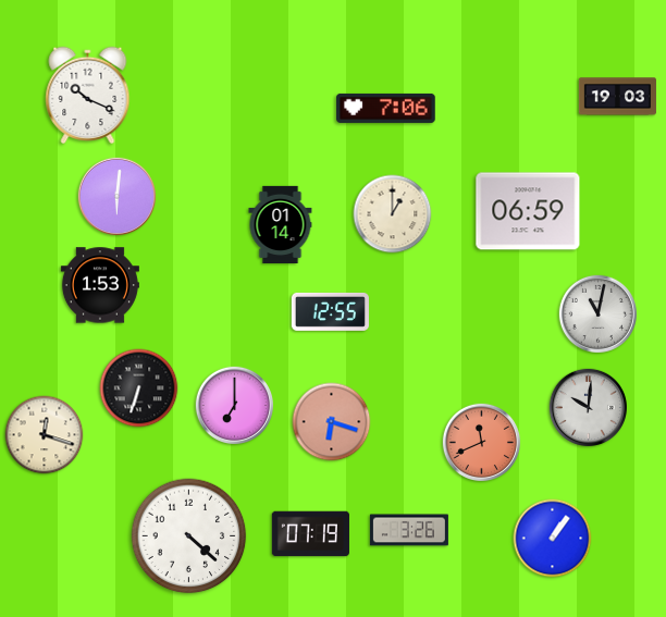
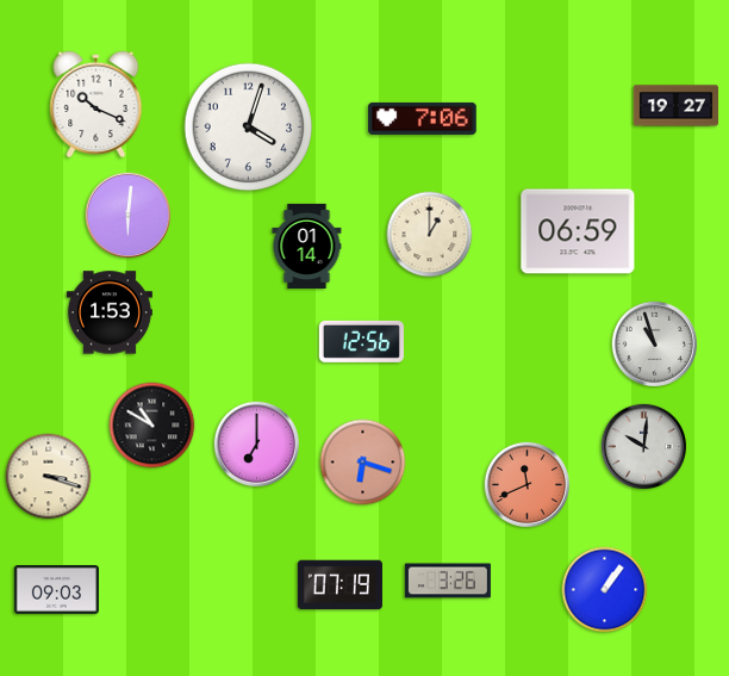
clock at (617, 97): 19:03 -> 19:27
clock at (249, 128): none -> 4:03
clock at (330, 311): 12:55 -> 12:56
clock at (597, 313): 11:02 -> 10:57
clock at (139, 388): 6:33 -> 10:50
clock at (45, 435): 12:18 -> 3:18
clock at (189, 536): 4:22 -> none
clock at (56, 590): none -> 09:03
